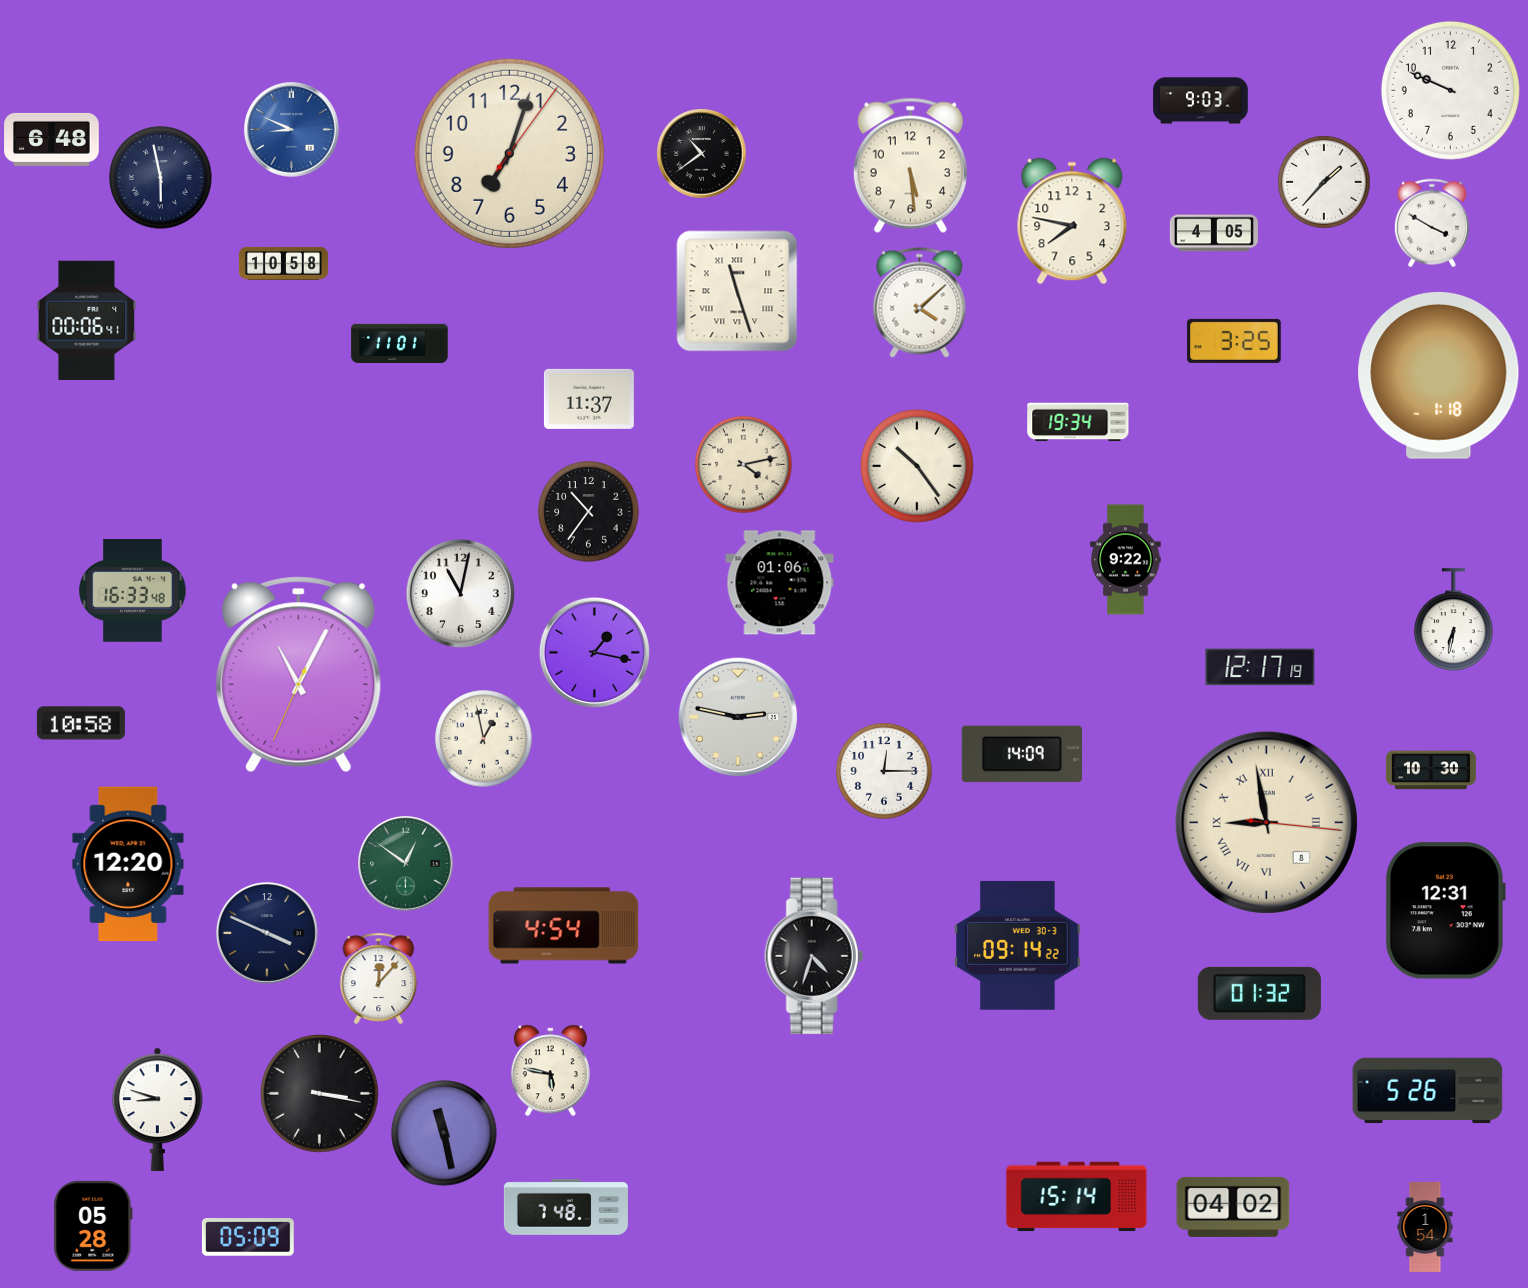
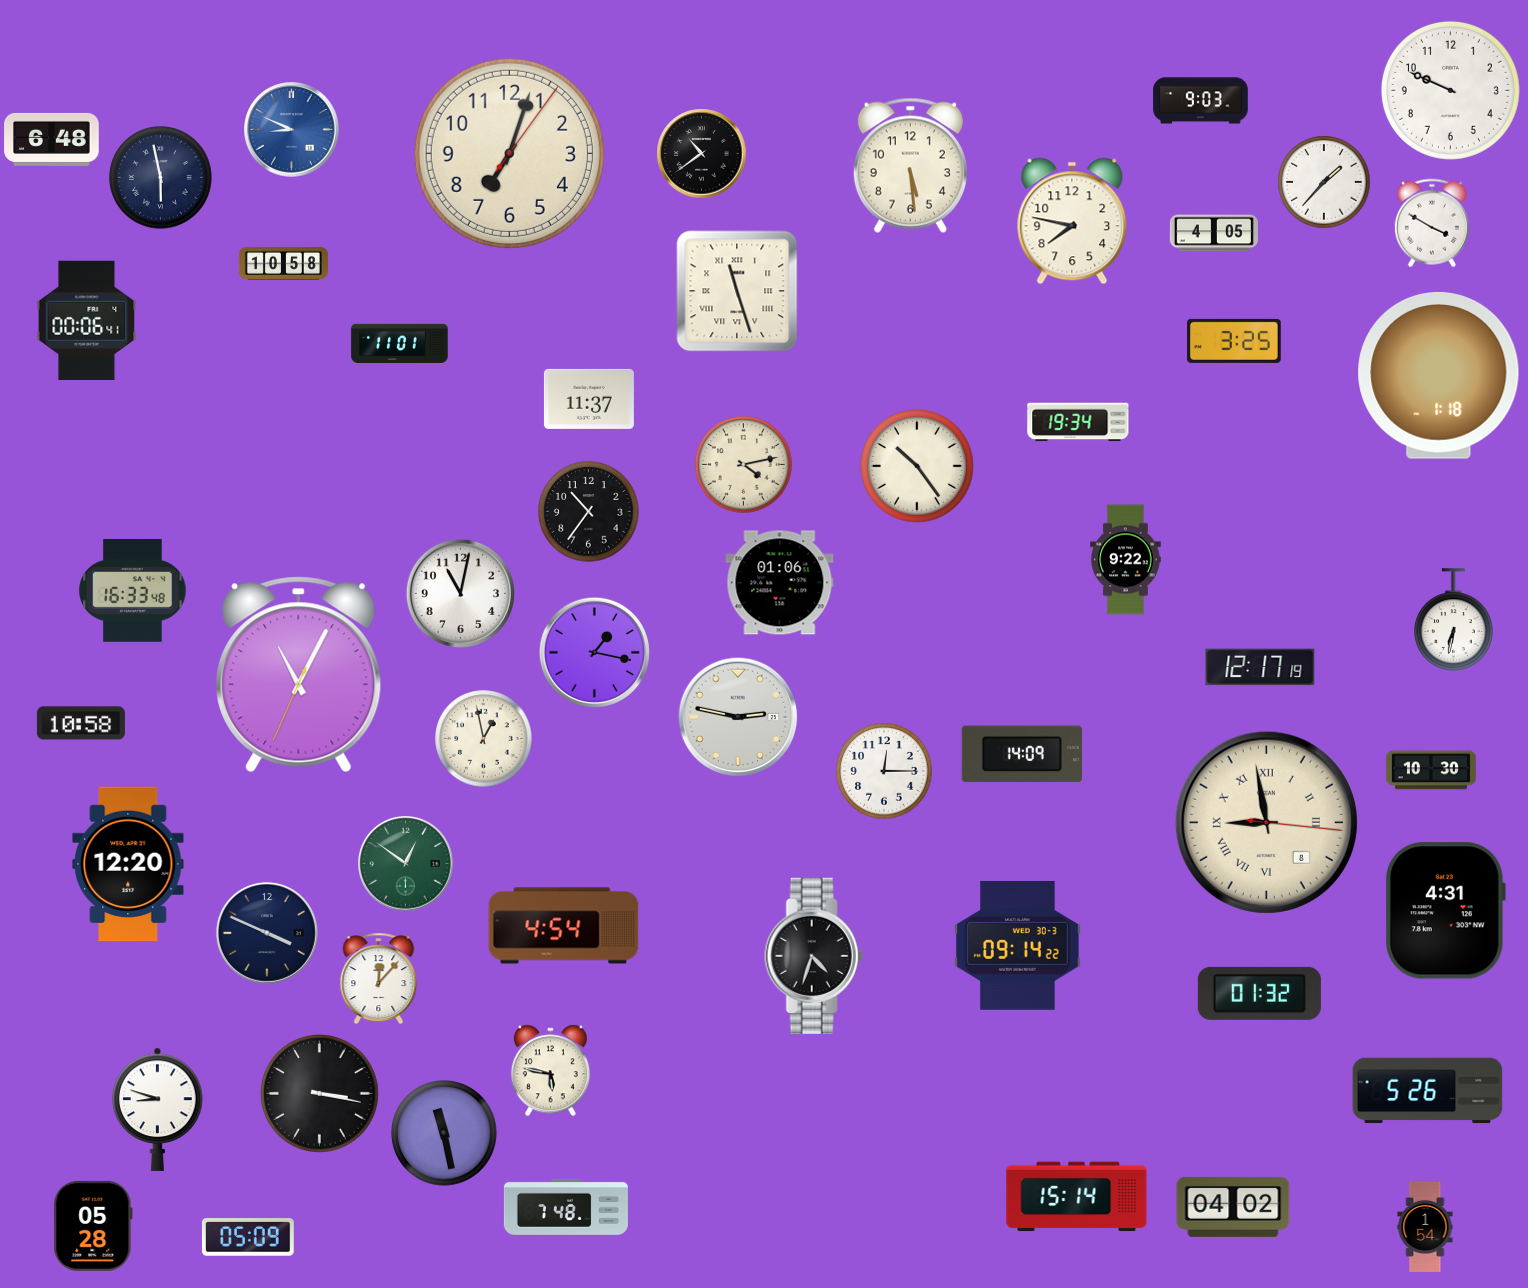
clock at (920, 302): 4:08 -> none
clock at (1445, 911): 12:31 -> 4:31
